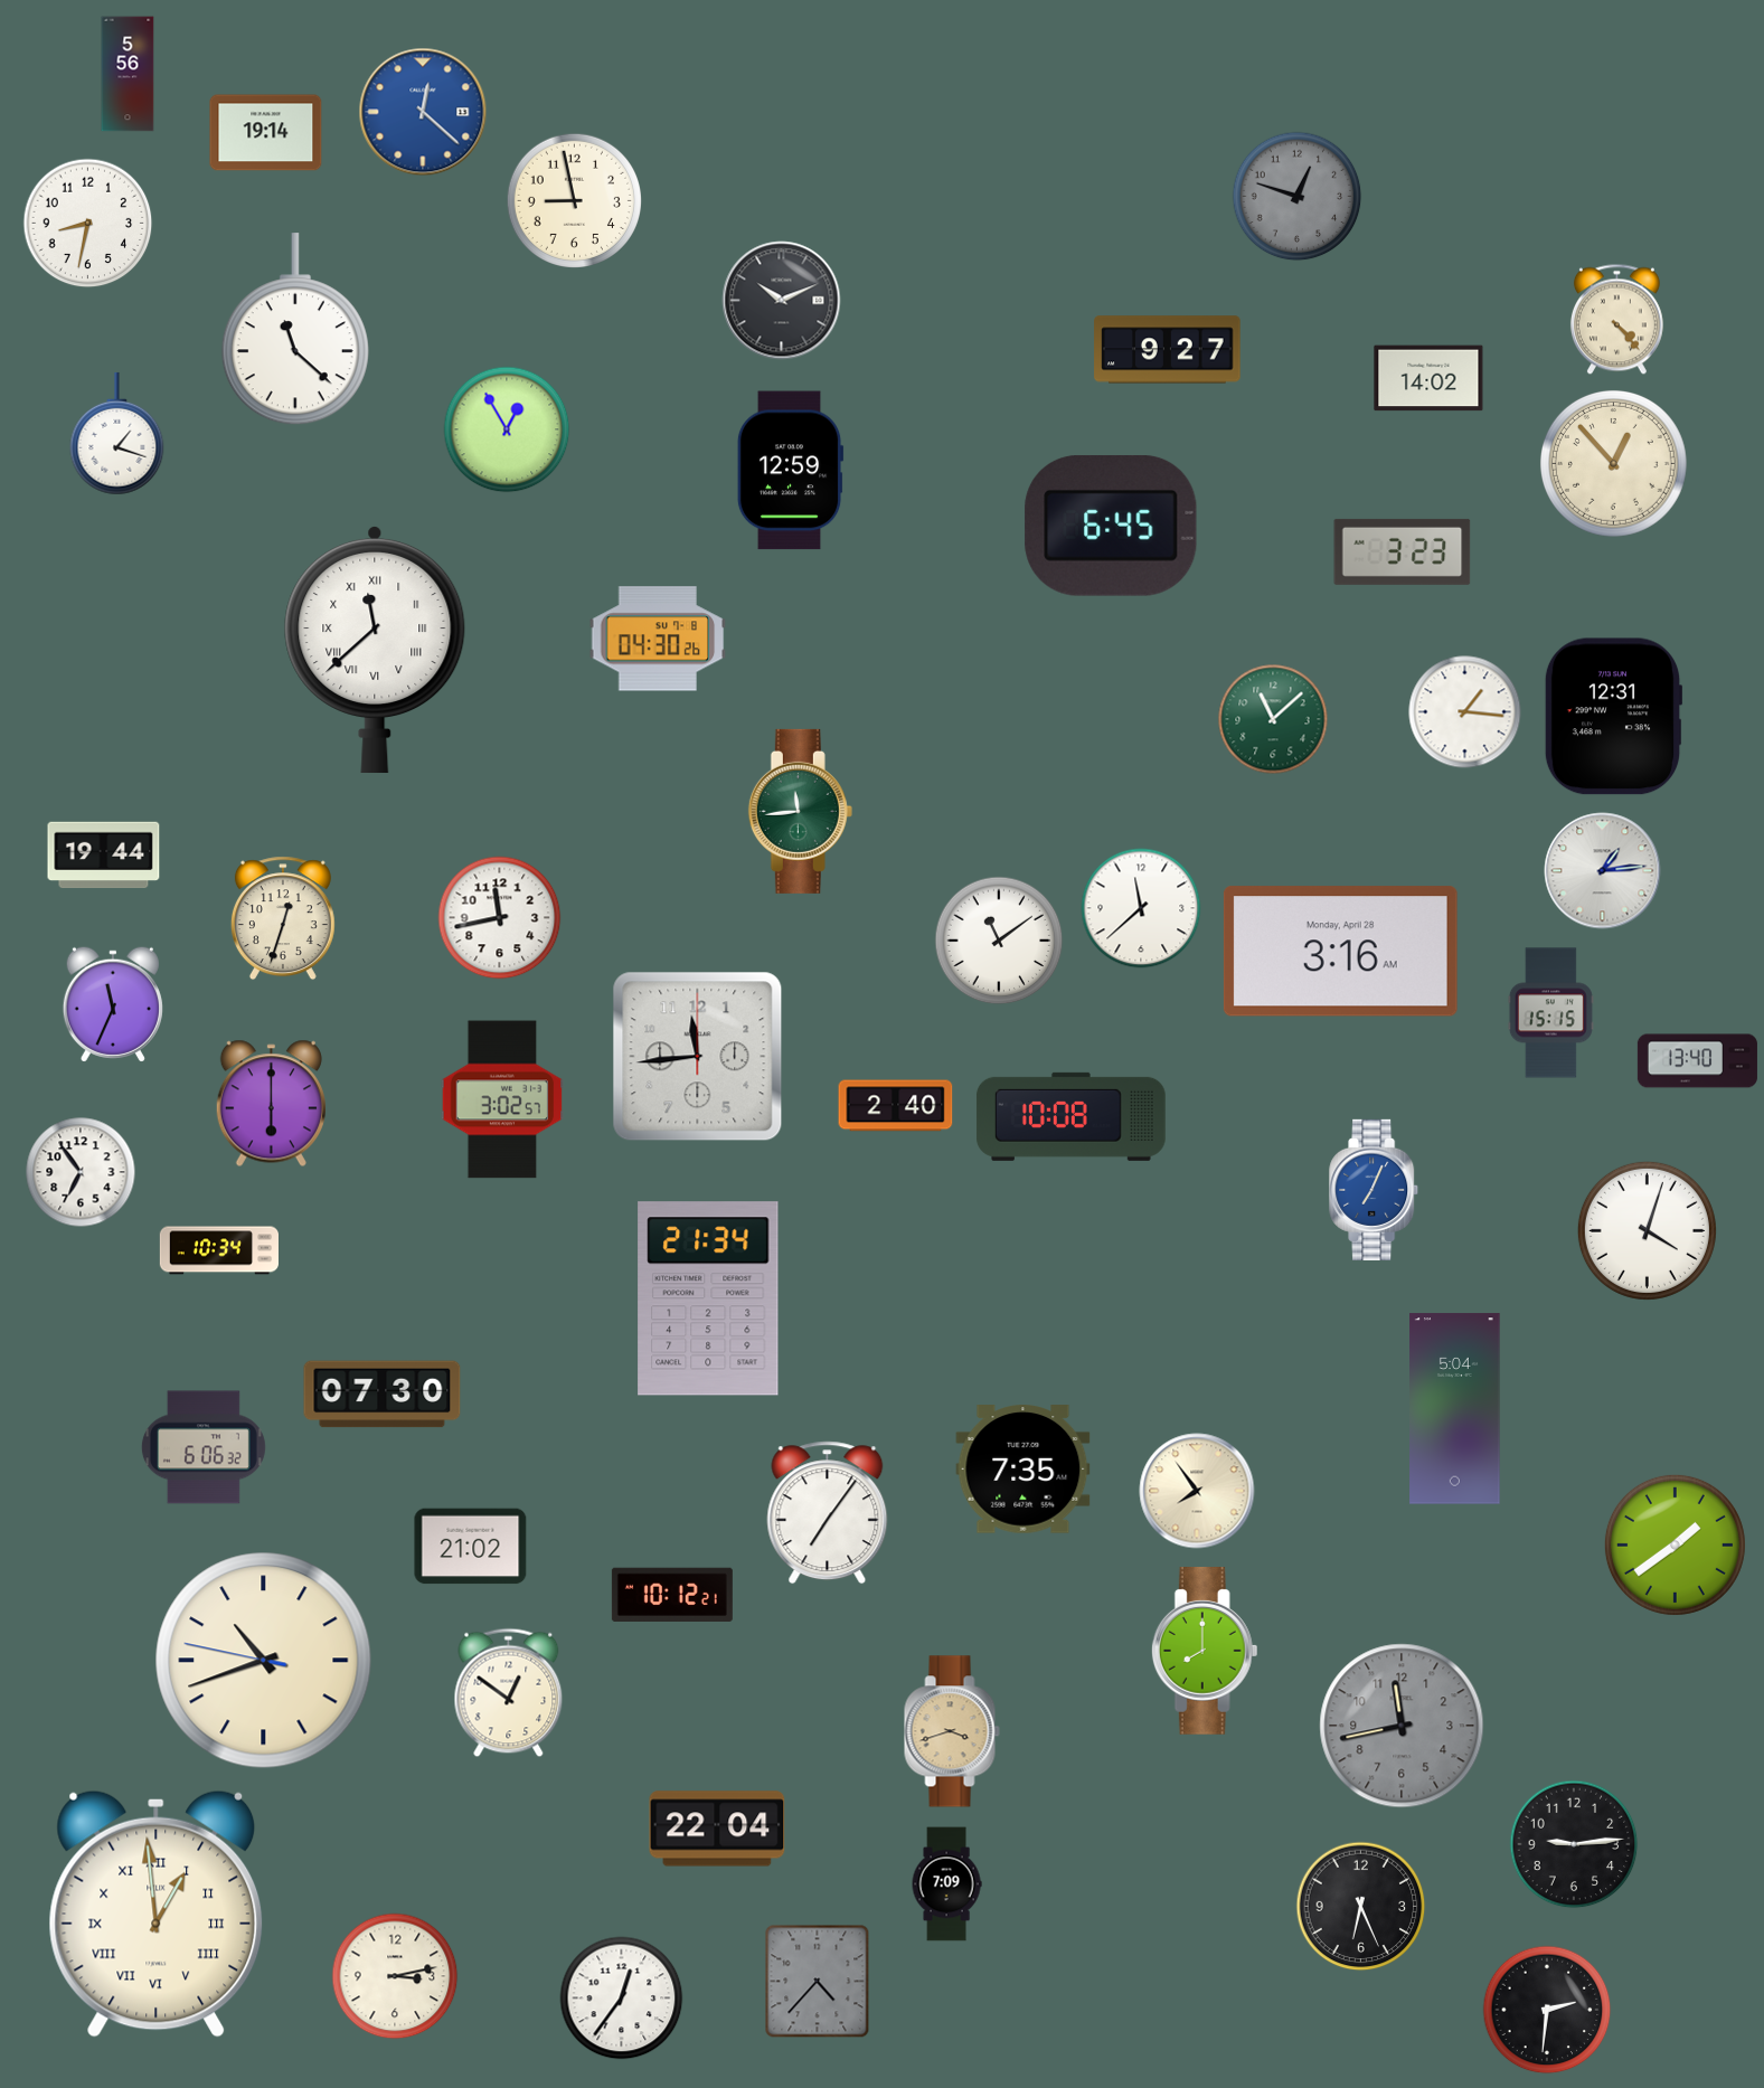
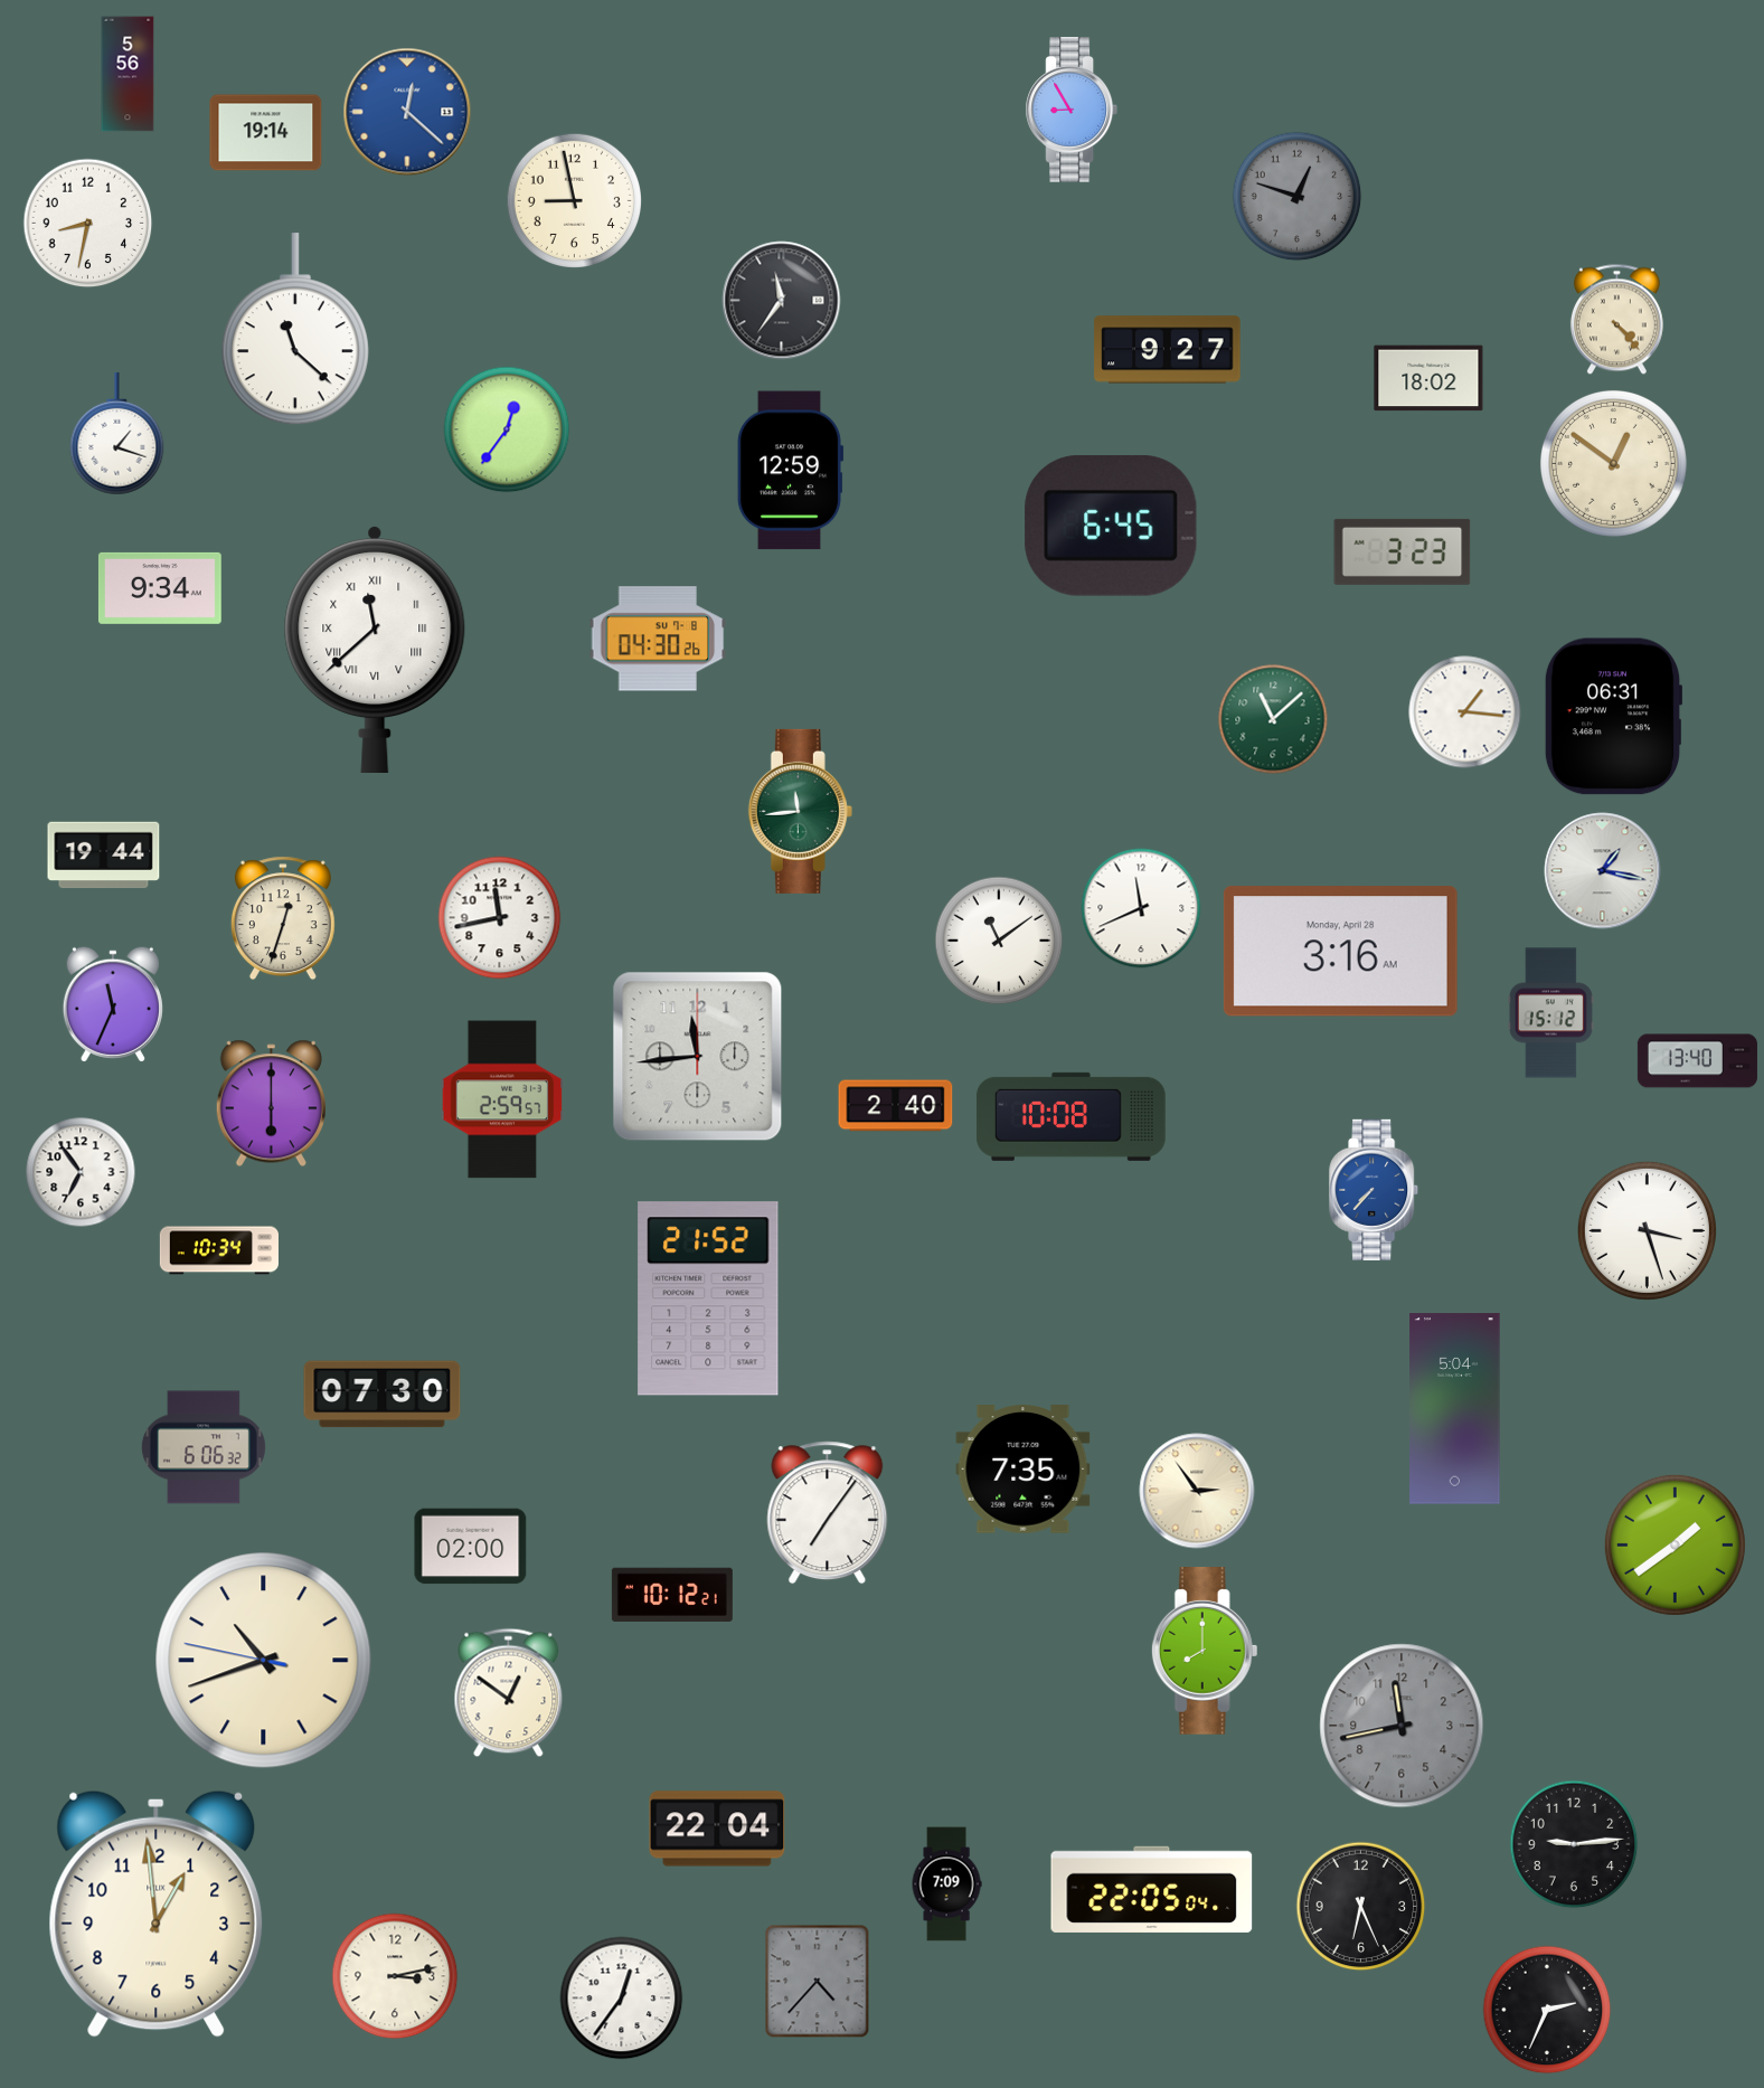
clock at (1070, 111): none -> 8:55
clock at (423, 112) position: (423, 112) -> (407, 112)
clock at (782, 301): 10:11 -> 11:36
clock at (1428, 378): 14:02 -> 18:02
clock at (507, 429): 12:55 -> 12:36
clock at (1613, 463): 12:53 -> 12:51
clock at (160, 588): none -> 9:34
clock at (1613, 717): 12:31 -> 06:31
clock at (1603, 871): 1:14 -> 1:17
clock at (1141, 908): 11:38 -> 11:41
clock at (1550, 1013): 15:15 -> 15:12
clock at (502, 1099): 3:02 -> 2:59
clock at (1375, 1190): 7:04 -> 7:37
clock at (1647, 1230): 4:03 -> 3:27
clock at (708, 1298): 21:34 -> 21:52
clock at (1197, 1491): 7:54 -> 2:54
clock at (471, 1547): 21:02 -> 02:00
clock at (952, 1731): 3:42 -> none
clock at (1152, 1889): none -> 22:05
clock at (157, 1914) numerals: Roman -> Arabic
clock at (1547, 2010): 2:31 -> 2:34
